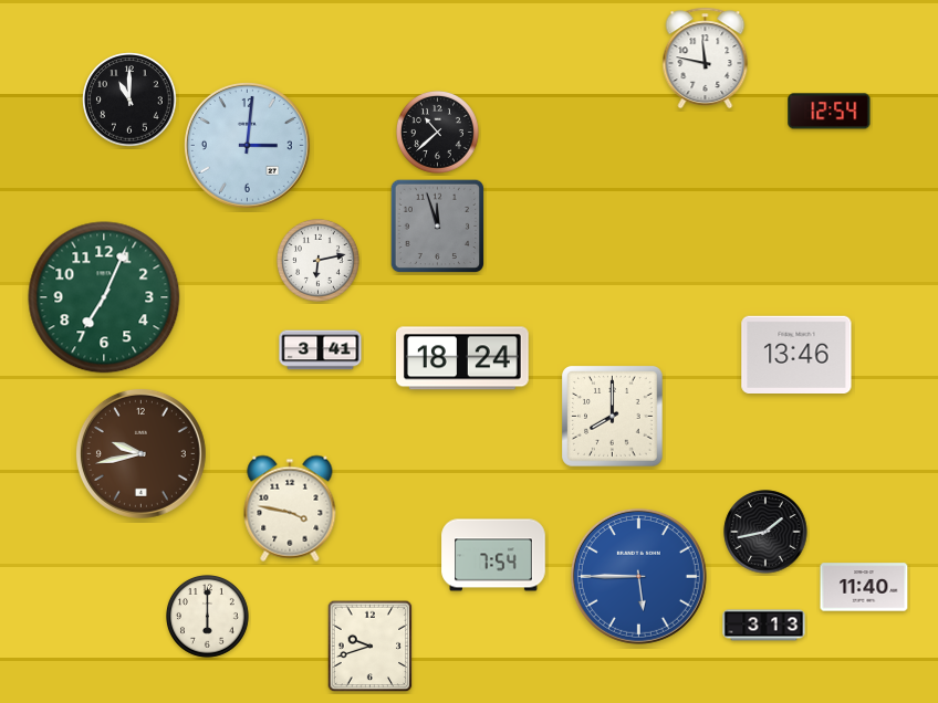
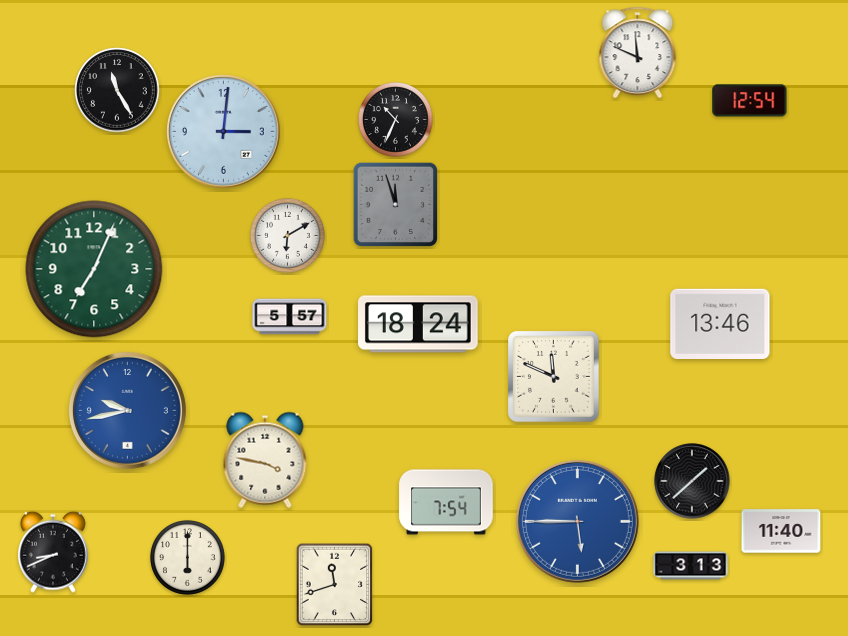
clock at (706, 59): 11:47 -> 11:49
clock at (129, 99): 11:00 -> 11:25
clock at (438, 133): 10:38 -> 10:34
clock at (319, 261): 6:13 -> 6:10
clock at (321, 350): 3:41 -> 5:57
clock at (796, 354) position: (796, 354) -> (720, 323)
clock at (613, 417): 8:00 -> 11:49
clock at (140, 453) dial: brown -> blue
clock at (290, 508) position: (290, 508) -> (265, 460)
clock at (765, 532): 1:43 -> 1:38
clock at (54, 552): none -> 8:41
clock at (371, 647): 9:42 -> 11:42
